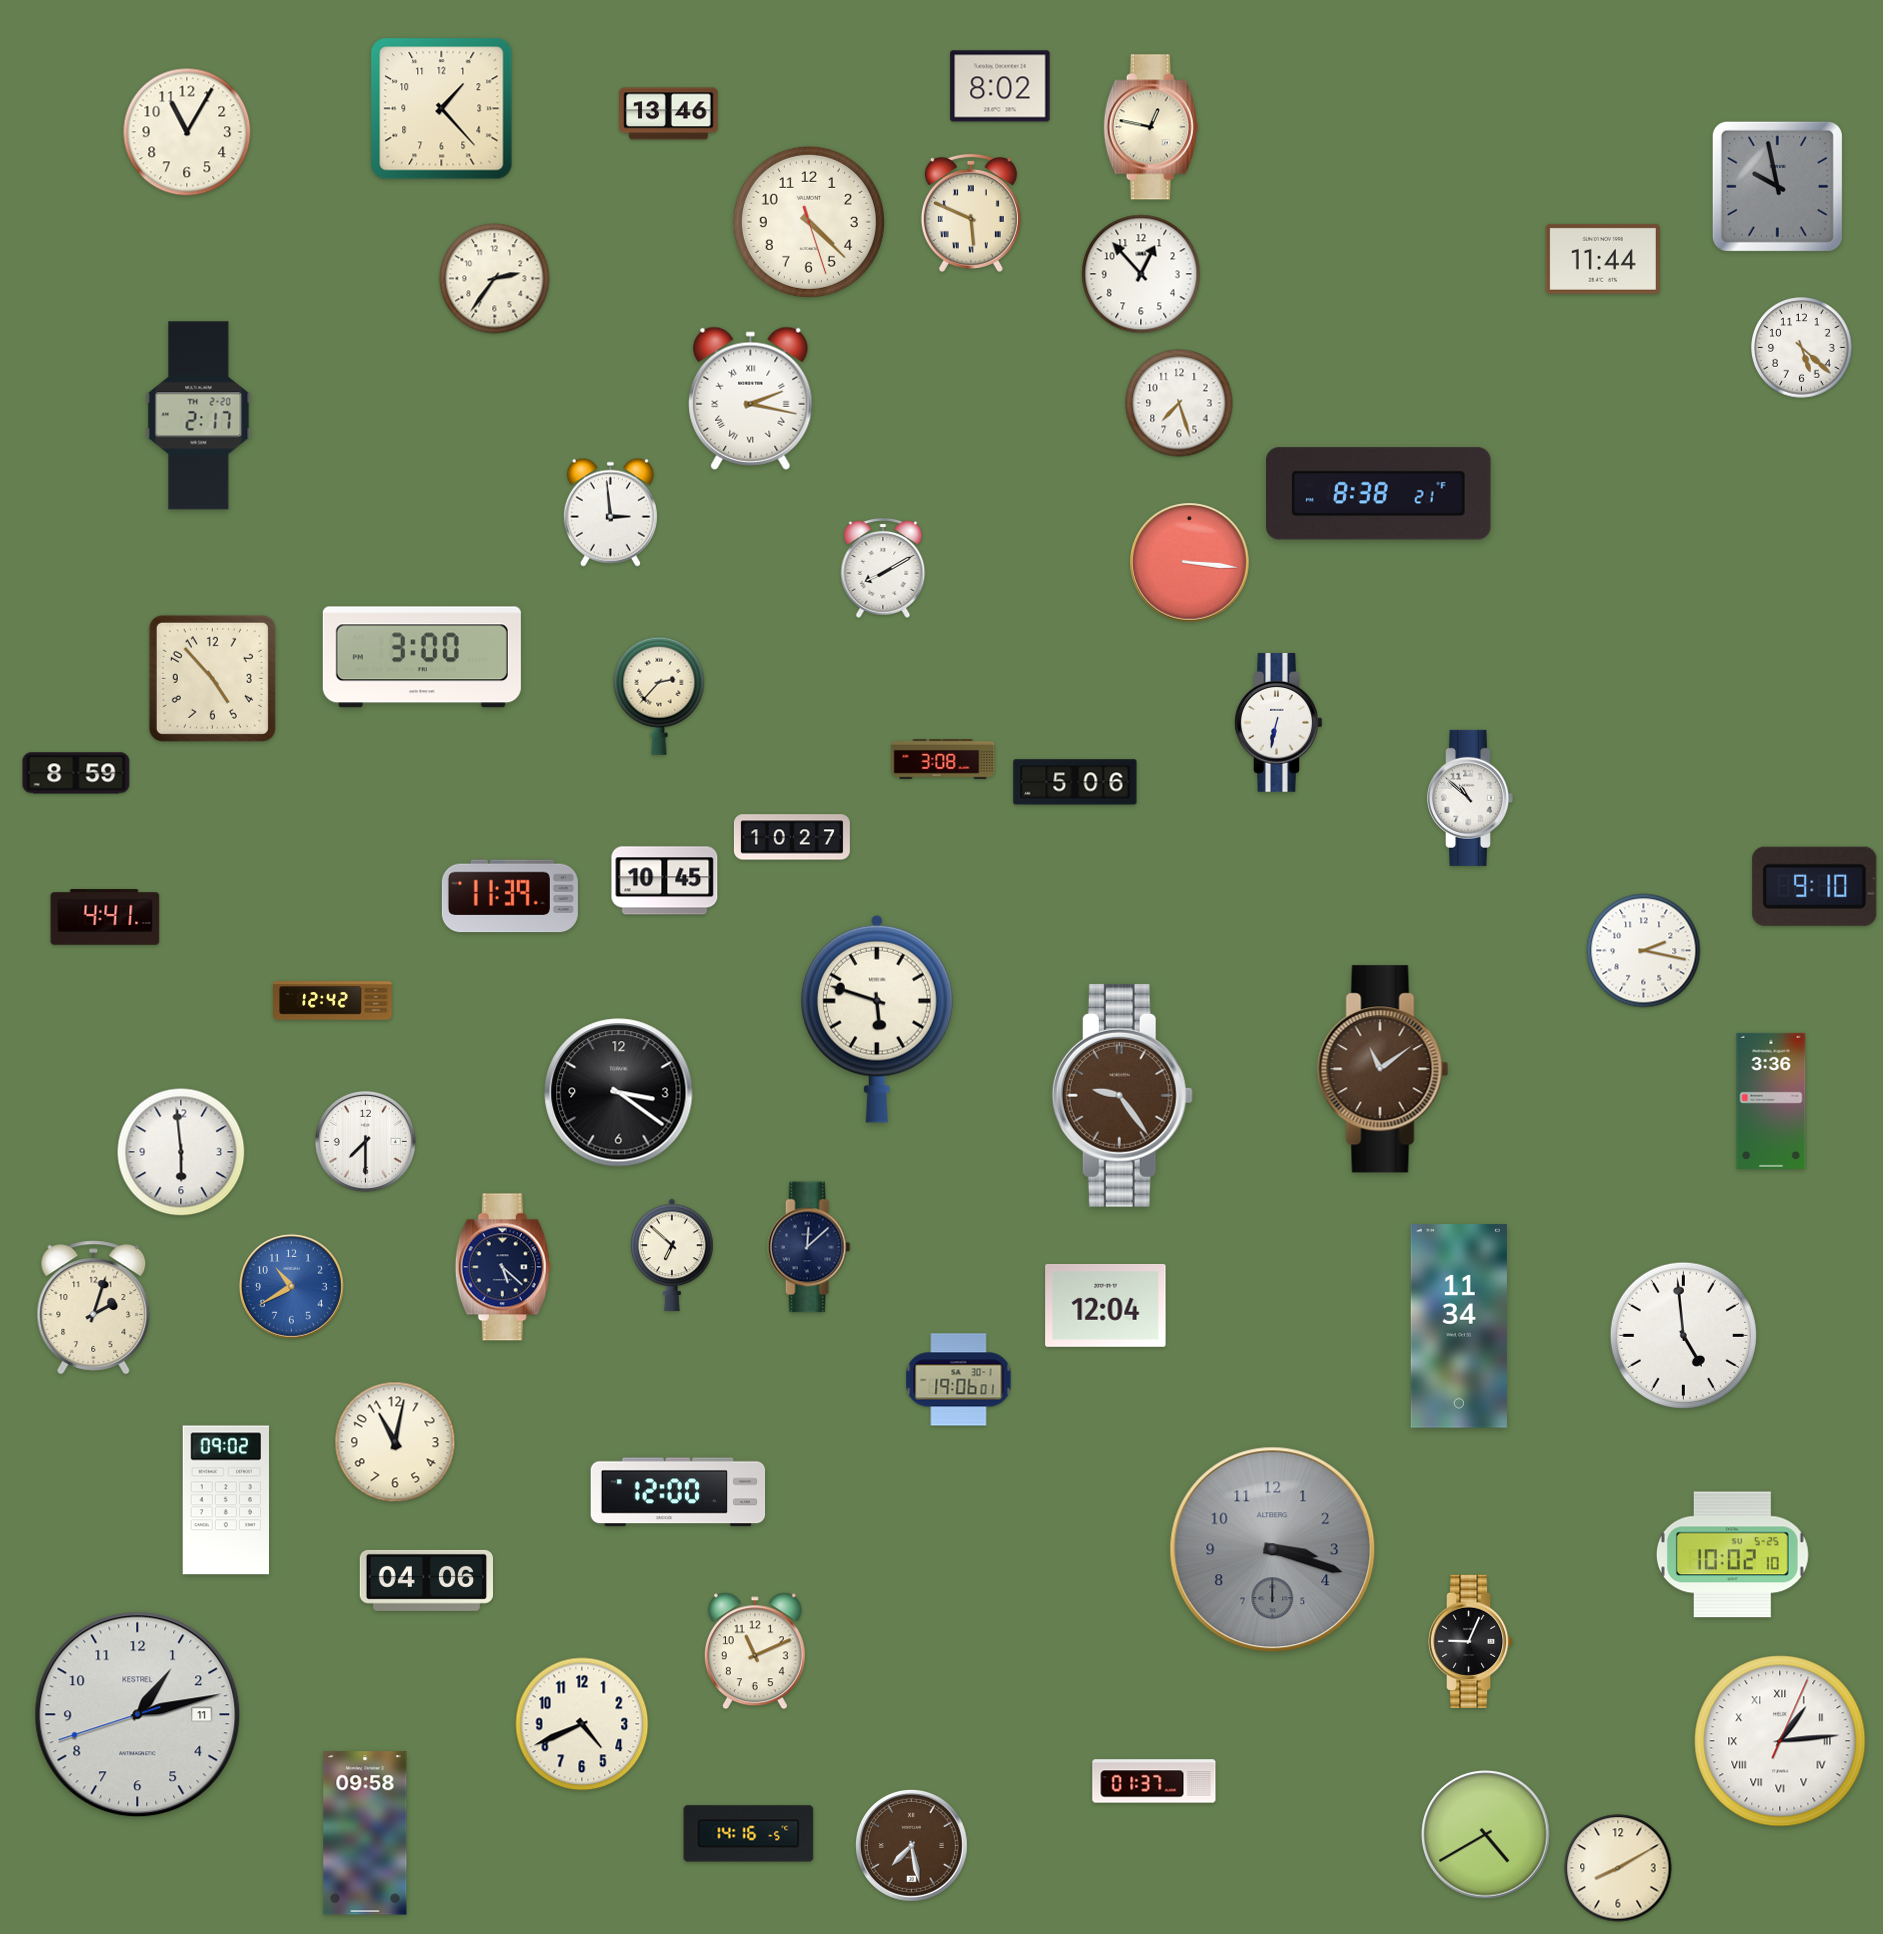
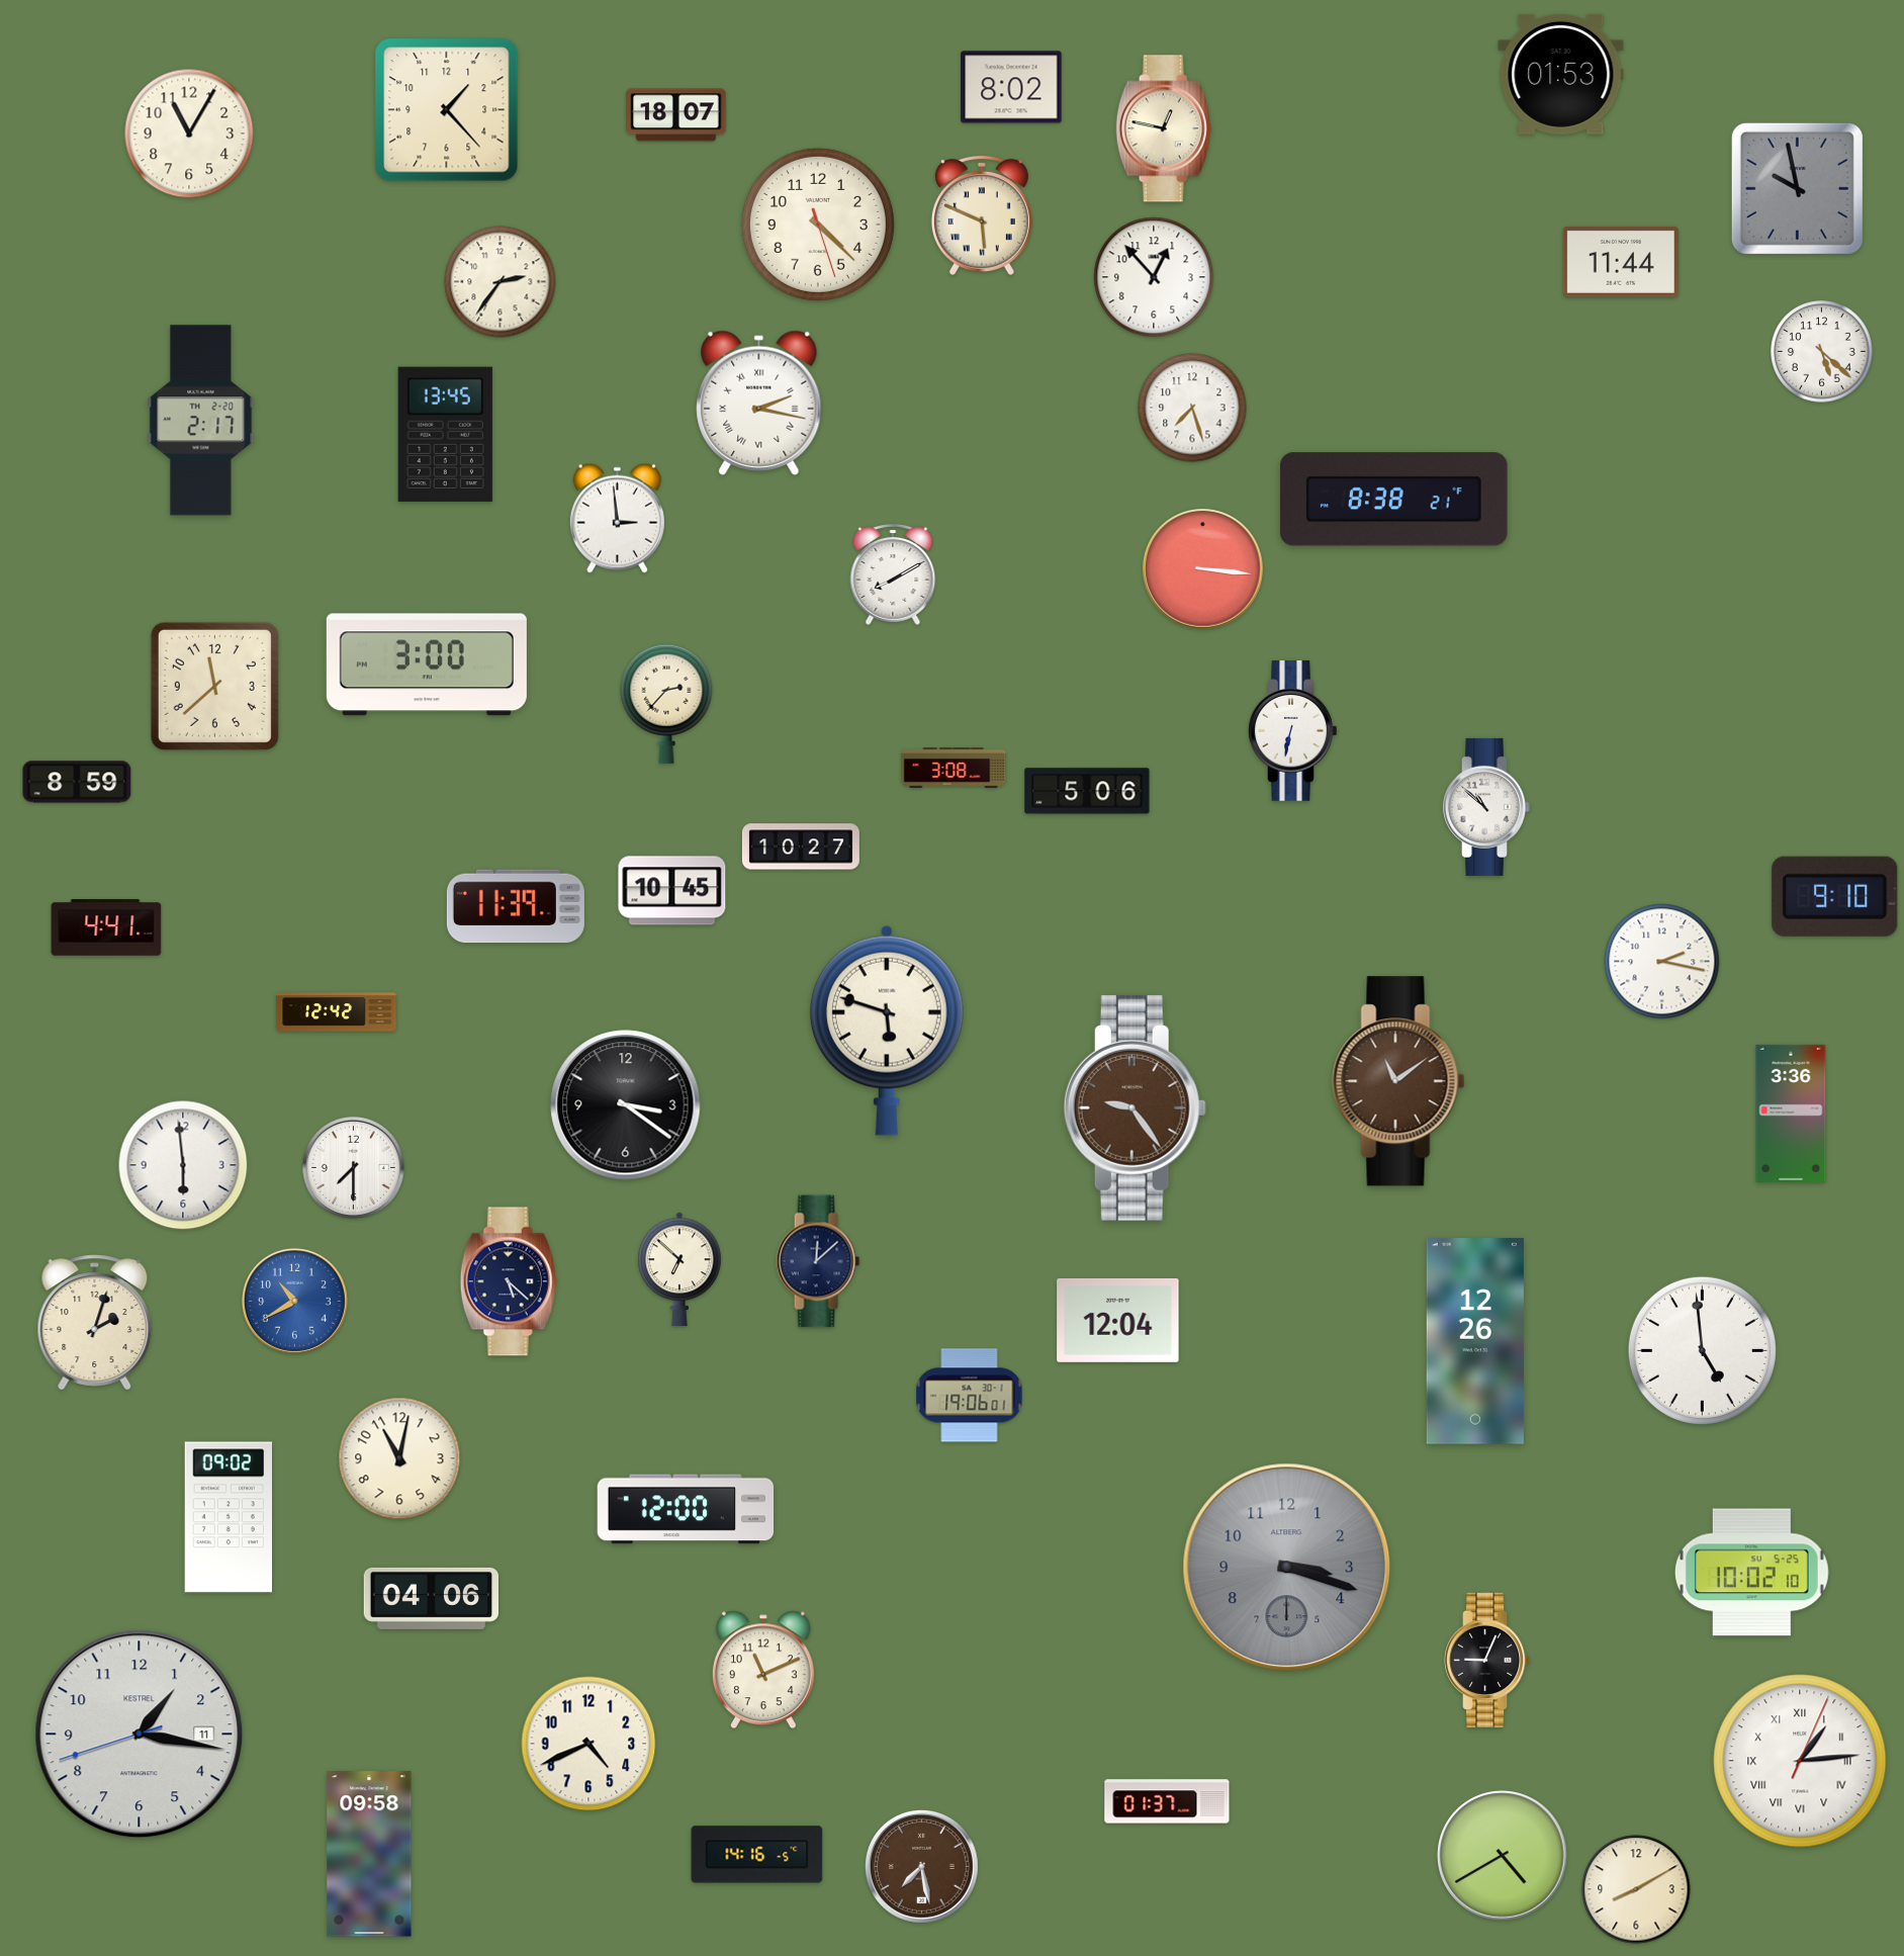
clock at (1561, 74): none -> 01:53
clock at (669, 114): 13:46 -> 18:07
clock at (445, 434): none -> 13:45
clock at (212, 678): 4:53 -> 11:38
clock at (365, 1141) position: (365, 1141) -> (353, 1167)
clock at (1459, 1326): 11:34 -> 12:26
clock at (138, 1715): 1:12 -> 1:16
